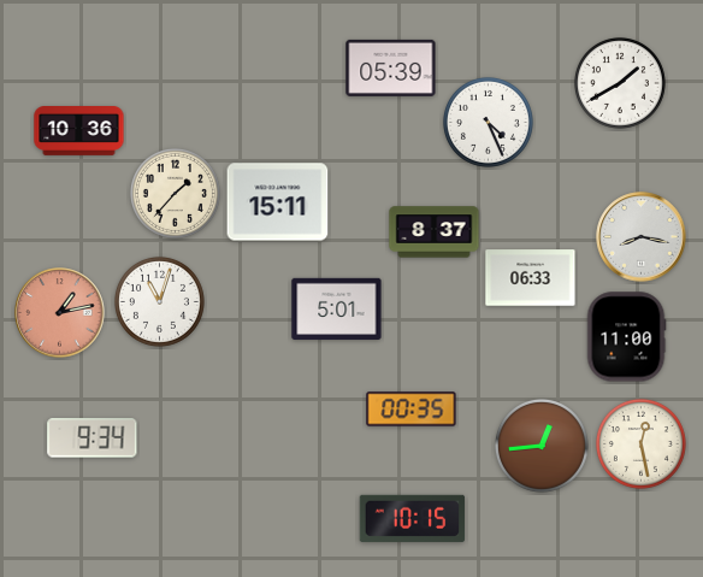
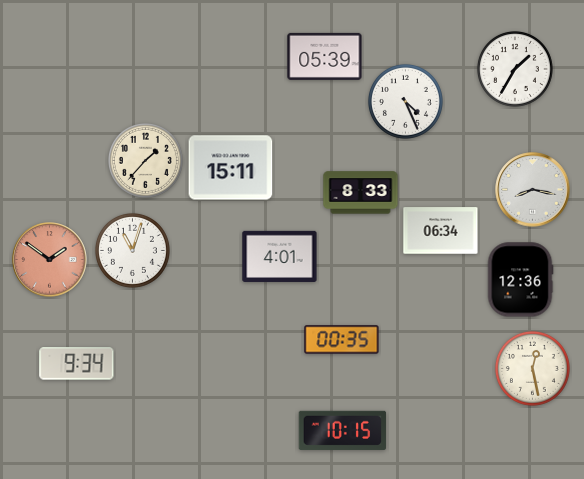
clock at (620, 83): 1:40 -> 1:35
clock at (79, 131): 10:36 -> none
clock at (435, 232): 8:37 -> 8:33
clock at (642, 237) position: (642, 237) -> (533, 190)
clock at (531, 278): 06:33 -> 06:34
clock at (337, 308): 5:01 -> 4:01
clock at (60, 313): 1:13 -> 1:51
clock at (626, 337): 11:00 -> 12:36
clock at (542, 446): 12:44 -> none
